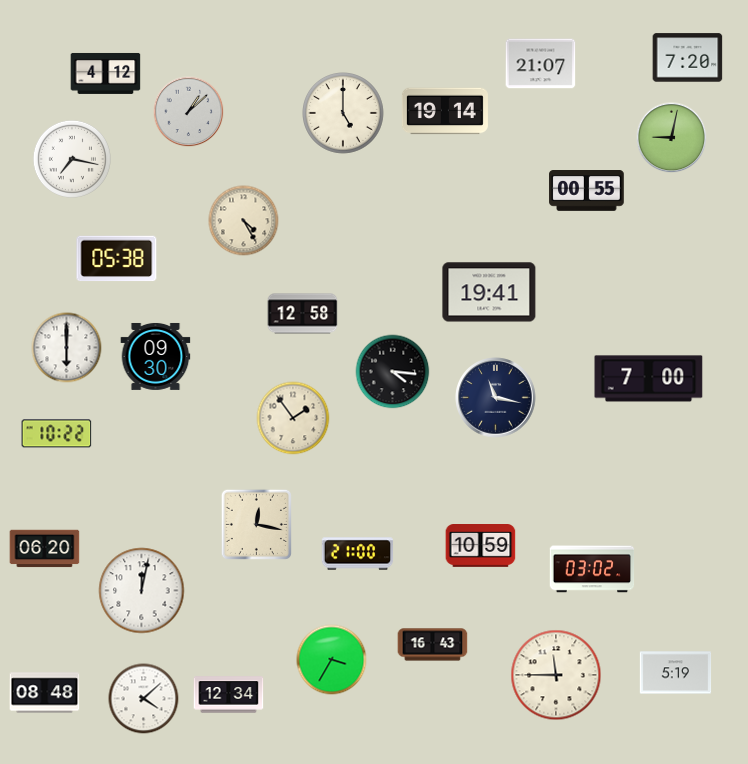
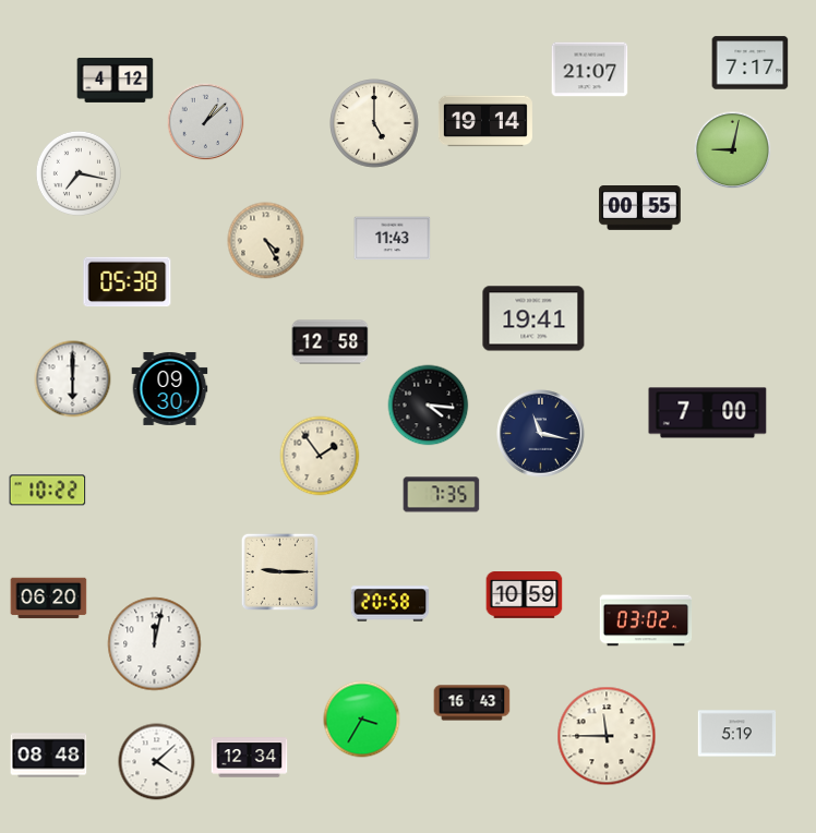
clock at (688, 58): 7:20 -> 7:17
clock at (393, 239): none -> 11:43
clock at (57, 434) position: (57, 434) -> (48, 491)
clock at (442, 495): none -> 7:35
clock at (256, 524): 12:17 -> 9:15
clock at (358, 554): 21:00 -> 20:58
